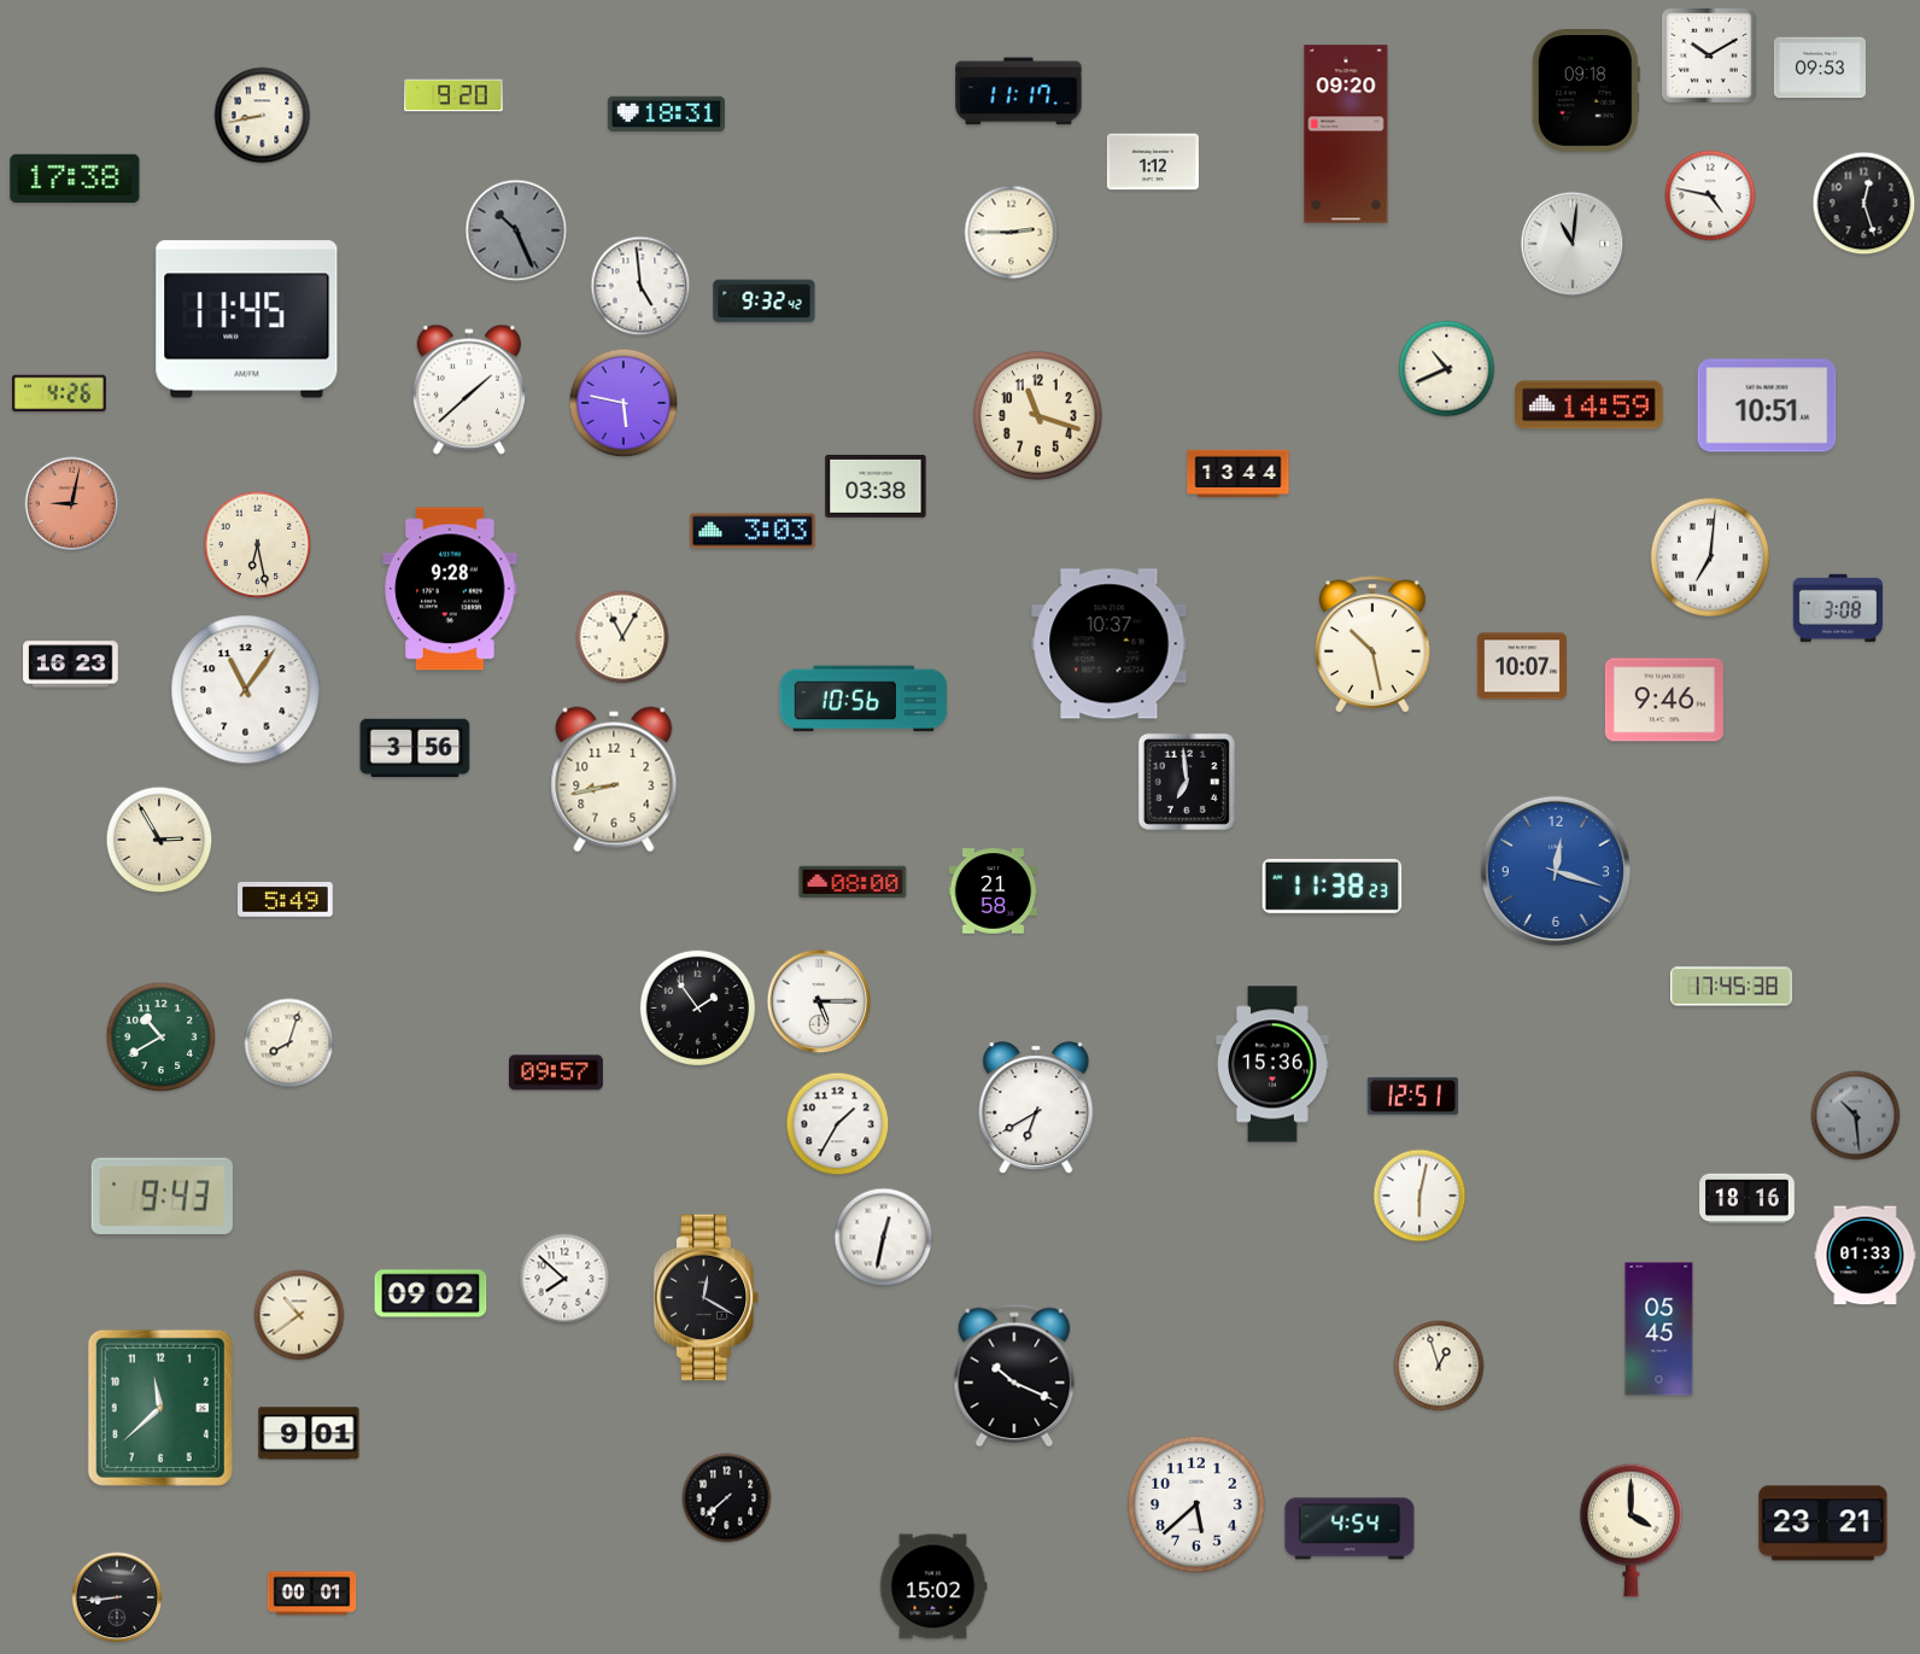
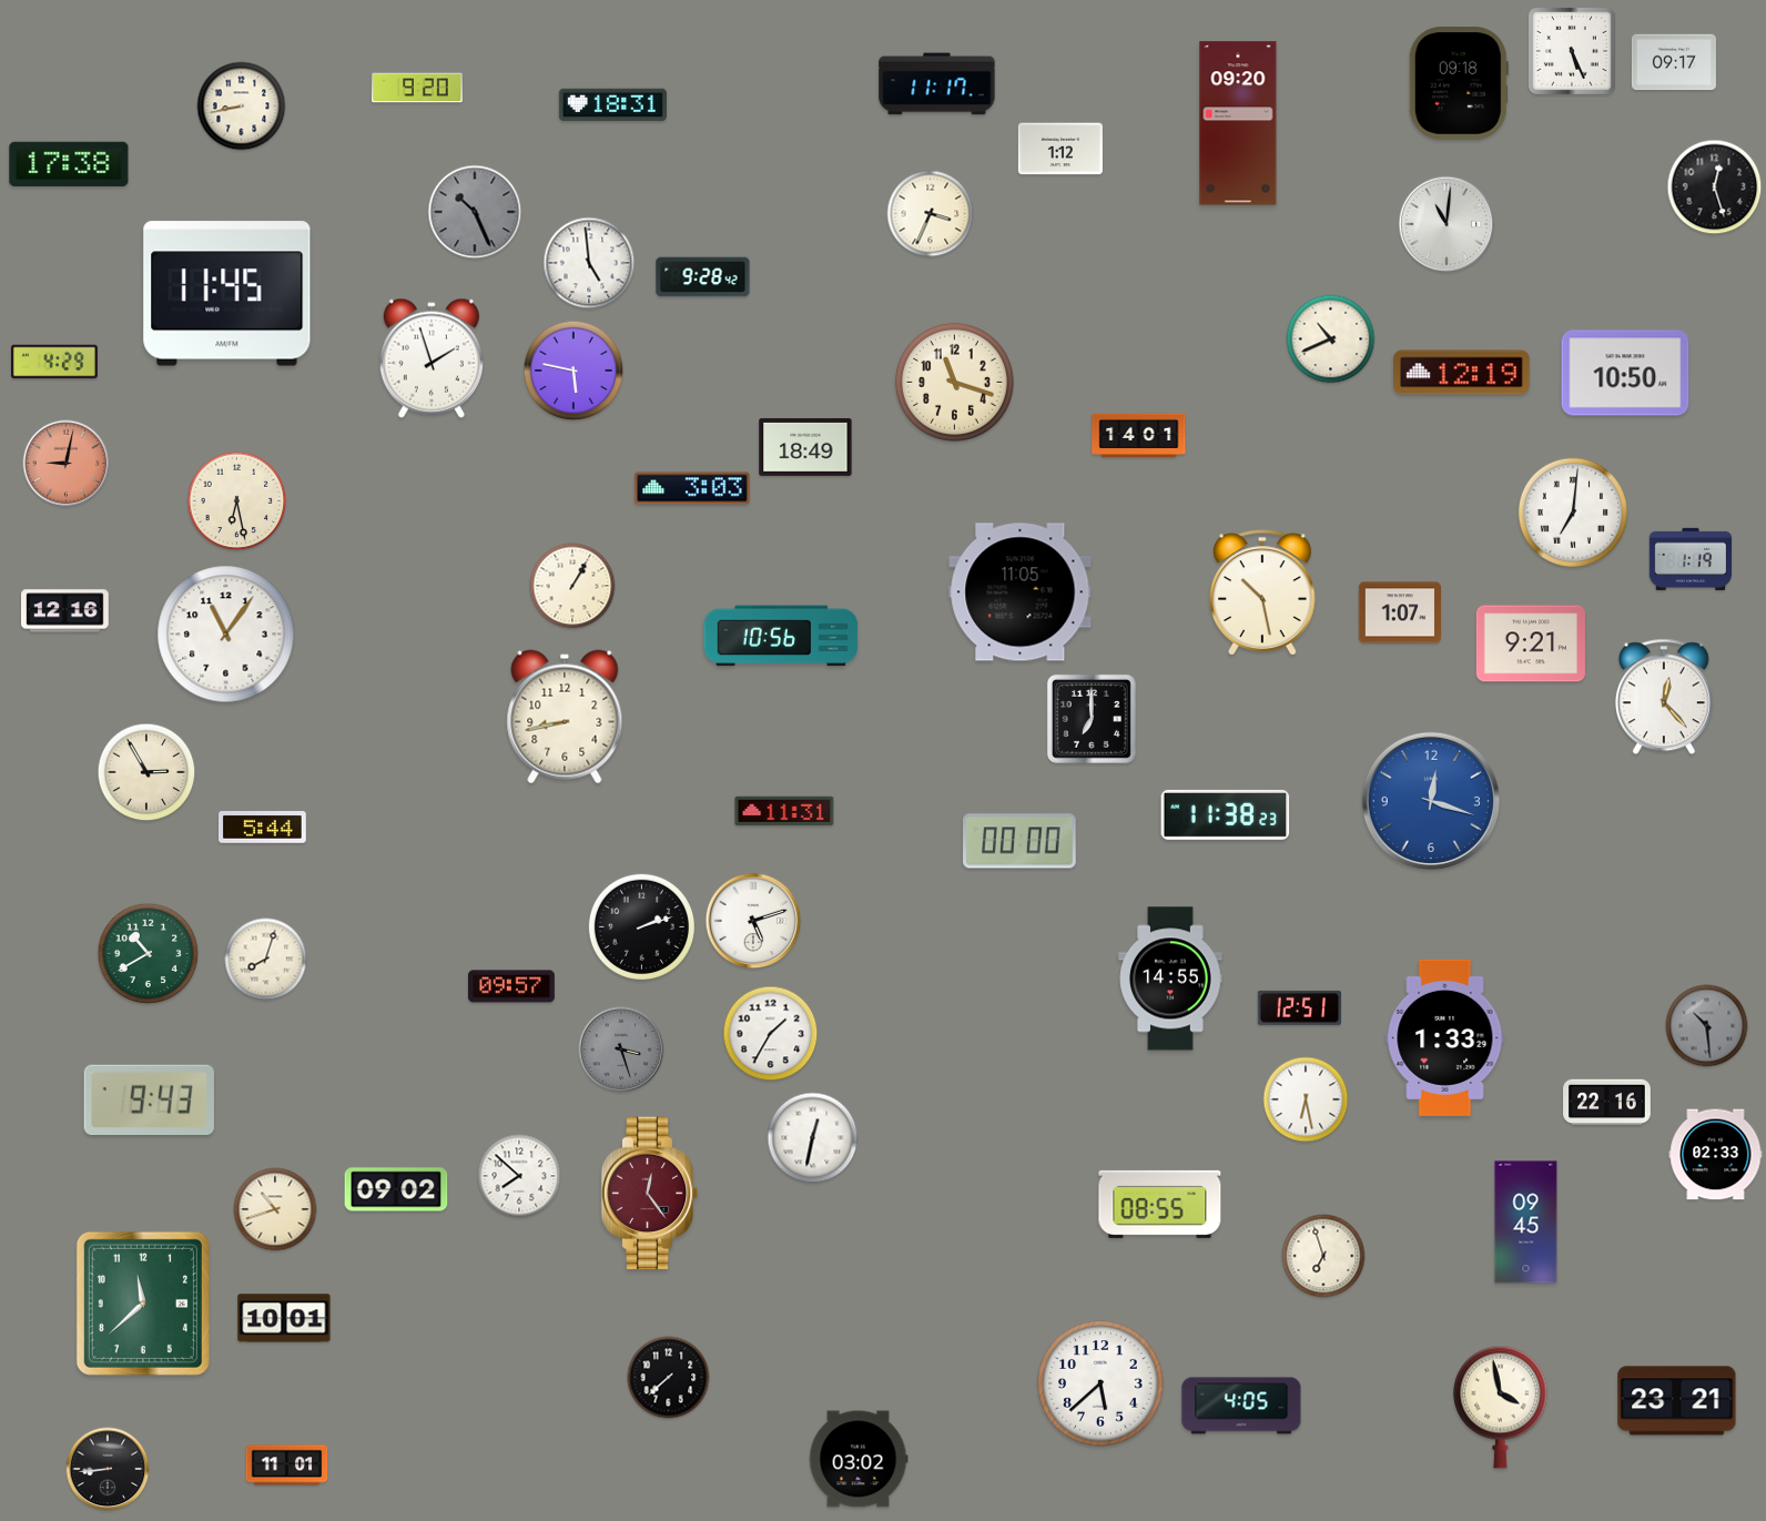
clock at (1709, 55): 10:10 -> 5:26
clock at (1820, 68): 09:53 -> 09:17
clock at (1710, 195): 4:47 -> none
clock at (1012, 233): 2:45 -> 3:34
clock at (765, 302): 9:32 -> 9:28
clock at (469, 390): 1:38 -> 1:57
clock at (59, 393): 4:26 -> 4:29
clock at (1590, 405): 14:59 -> 12:19
clock at (1767, 405): 10:51 -> 10:50
clock at (1239, 473): 13:44 -> 14:01
clock at (876, 486): 03:38 -> 18:49
clock at (450, 589): 9:28 -> none
clock at (1838, 607): 3:08 -> 1:19
clock at (622, 637): 11:05 -> 1:05
clock at (1110, 644): 10:37 -> 11:05
clock at (71, 665): 16:23 -> 12:16
clock at (1521, 666): 10:07 -> 1:07
clock at (864, 699) position: (864, 699) -> (781, 636)
clock at (1664, 700): 9:46 -> 9:21
clock at (415, 748): 3:56 -> none
clock at (1664, 697): none -> 12:23
clock at (1187, 782): 6:59 -> 7:00
clock at (853, 882): 08:00 -> 11:31
clock at (994, 892): 21:58 -> none
clock at (286, 900): 5:49 -> 5:44
clock at (1019, 841): none -> 00:00
clock at (1732, 987): 17:45 -> none
clock at (819, 1001): 5:15 -> 5:12
clock at (697, 1007): 1:54 -> 2:12
clock at (1272, 1064): 15:36 -> 14:55
clock at (1036, 1107): 6:40 -> none
clock at (1445, 1037): none -> 1:33
clock at (621, 1050): none -> 3:27
clock at (1419, 1196): 6:02 -> 6:28
clock at (1748, 1199): 18:16 -> 22:16
clock at (1866, 1256): 01:33 -> 02:33
clock at (707, 1298): 12:20 -> 12:24
clock at (707, 1298) dial: black -> burgundy
clock at (1160, 1204): none -> 08:55
clock at (299, 1315): 10:39 -> 10:42
clock at (1659, 1329): 05:45 -> 09:45
clock at (1439, 1366): 12:57 -> 6:57
clock at (1014, 1375): 10:19 -> none
clock at (160, 1408) position: (160, 1408) -> (143, 1304)
clock at (309, 1433): 9:01 -> 10:01
clock at (1350, 1529): 4:54 -> 4:05
clock at (1631, 1530): 4:00 -> 3:58
clock at (933, 1586): 15:02 -> 03:02
clock at (312, 1594): 00:01 -> 11:01
